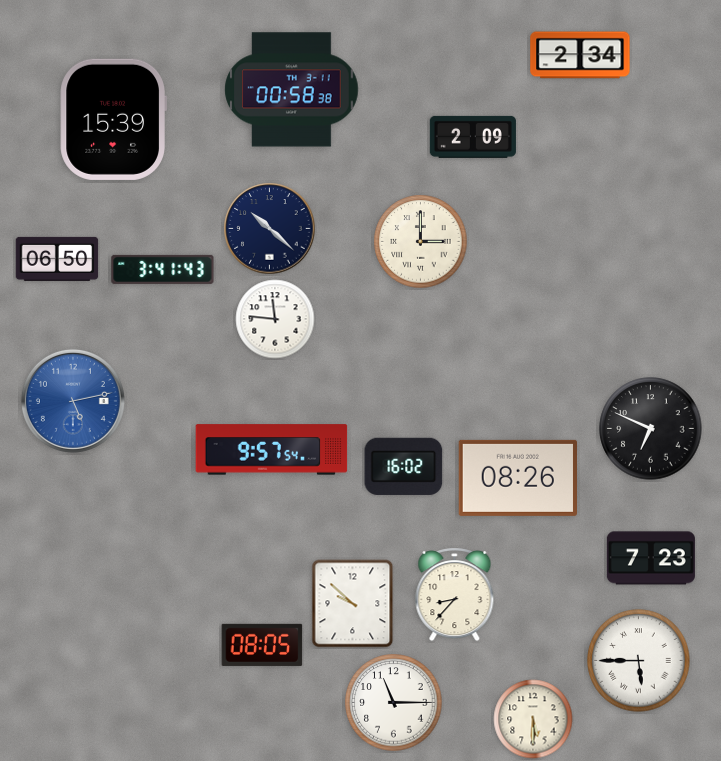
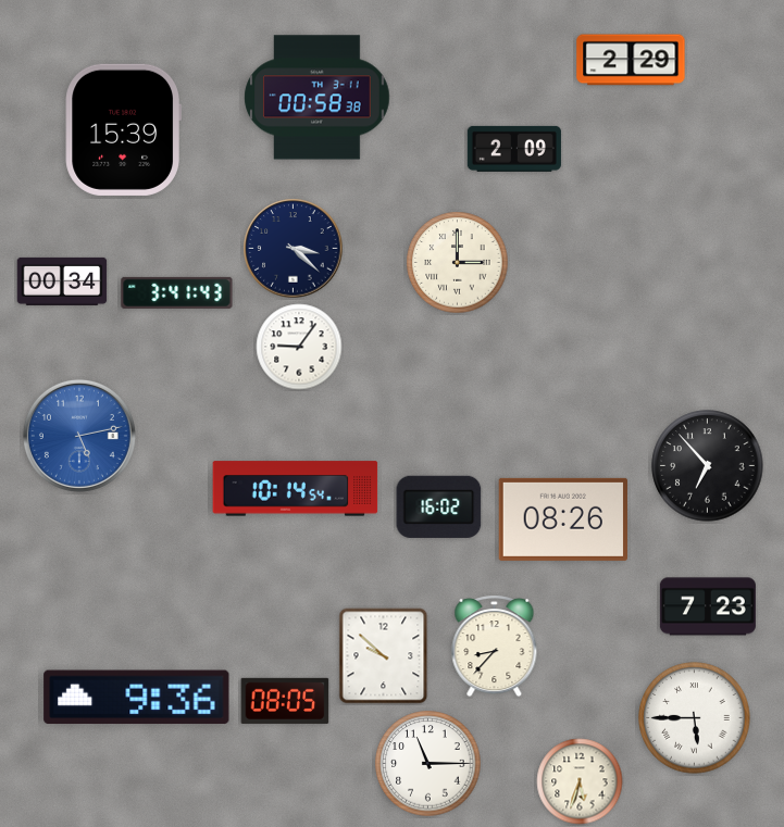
clock at (580, 55): 2:34 -> 2:29
clock at (270, 229): 10:22 -> 3:22
clock at (57, 259): 06:50 -> 00:34
clock at (275, 319): 11:46 -> 9:06
clock at (651, 429): 6:49 -> 6:53
clock at (272, 450): 9:57 -> 10:14
clock at (137, 698): none -> 9:36
clock at (533, 719): 5:30 -> 5:33
